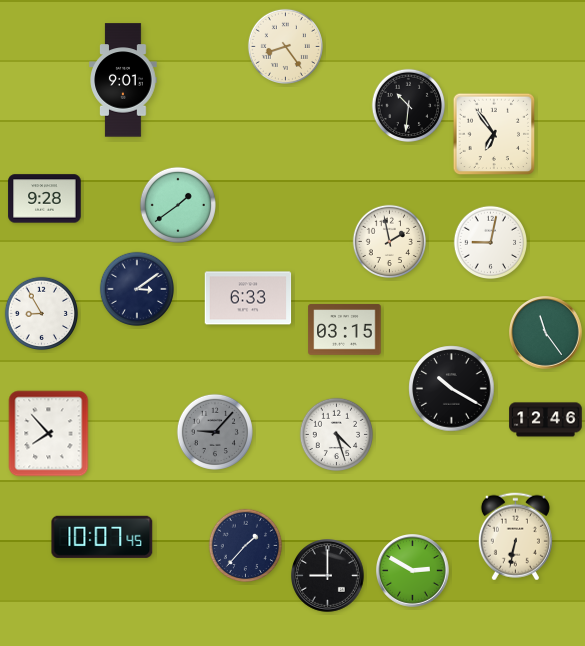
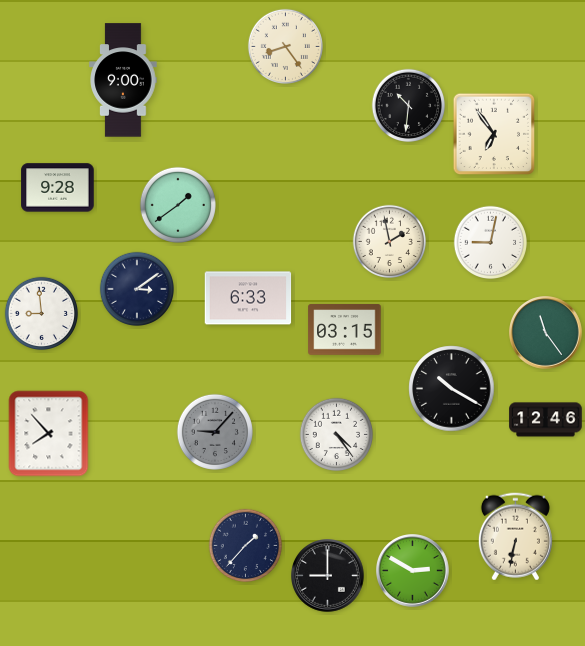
clock at (123, 80): 9:01 -> 9:00
clock at (45, 199) position: (45, 199) -> (58, 188)
clock at (42, 314): 8:55 -> 8:59
clock at (337, 435): 4:27 -> 4:24
clock at (102, 537): 10:07 -> none
